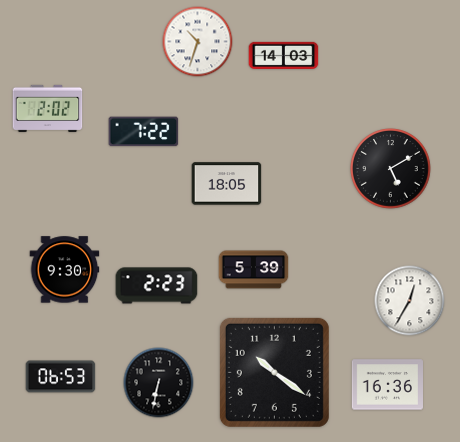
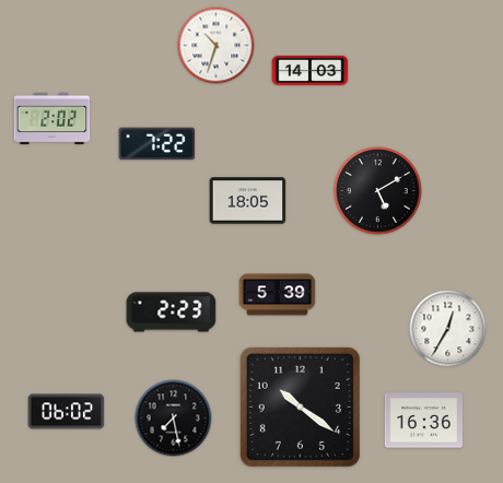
clock at (284, 55) position: (284, 55) -> (311, 70)
clock at (391, 169) position: (391, 169) -> (378, 191)
clock at (65, 270): 9:30 -> none
clock at (61, 377): 06:53 -> 06:02
clock at (159, 383): 6:32 -> 7:28
